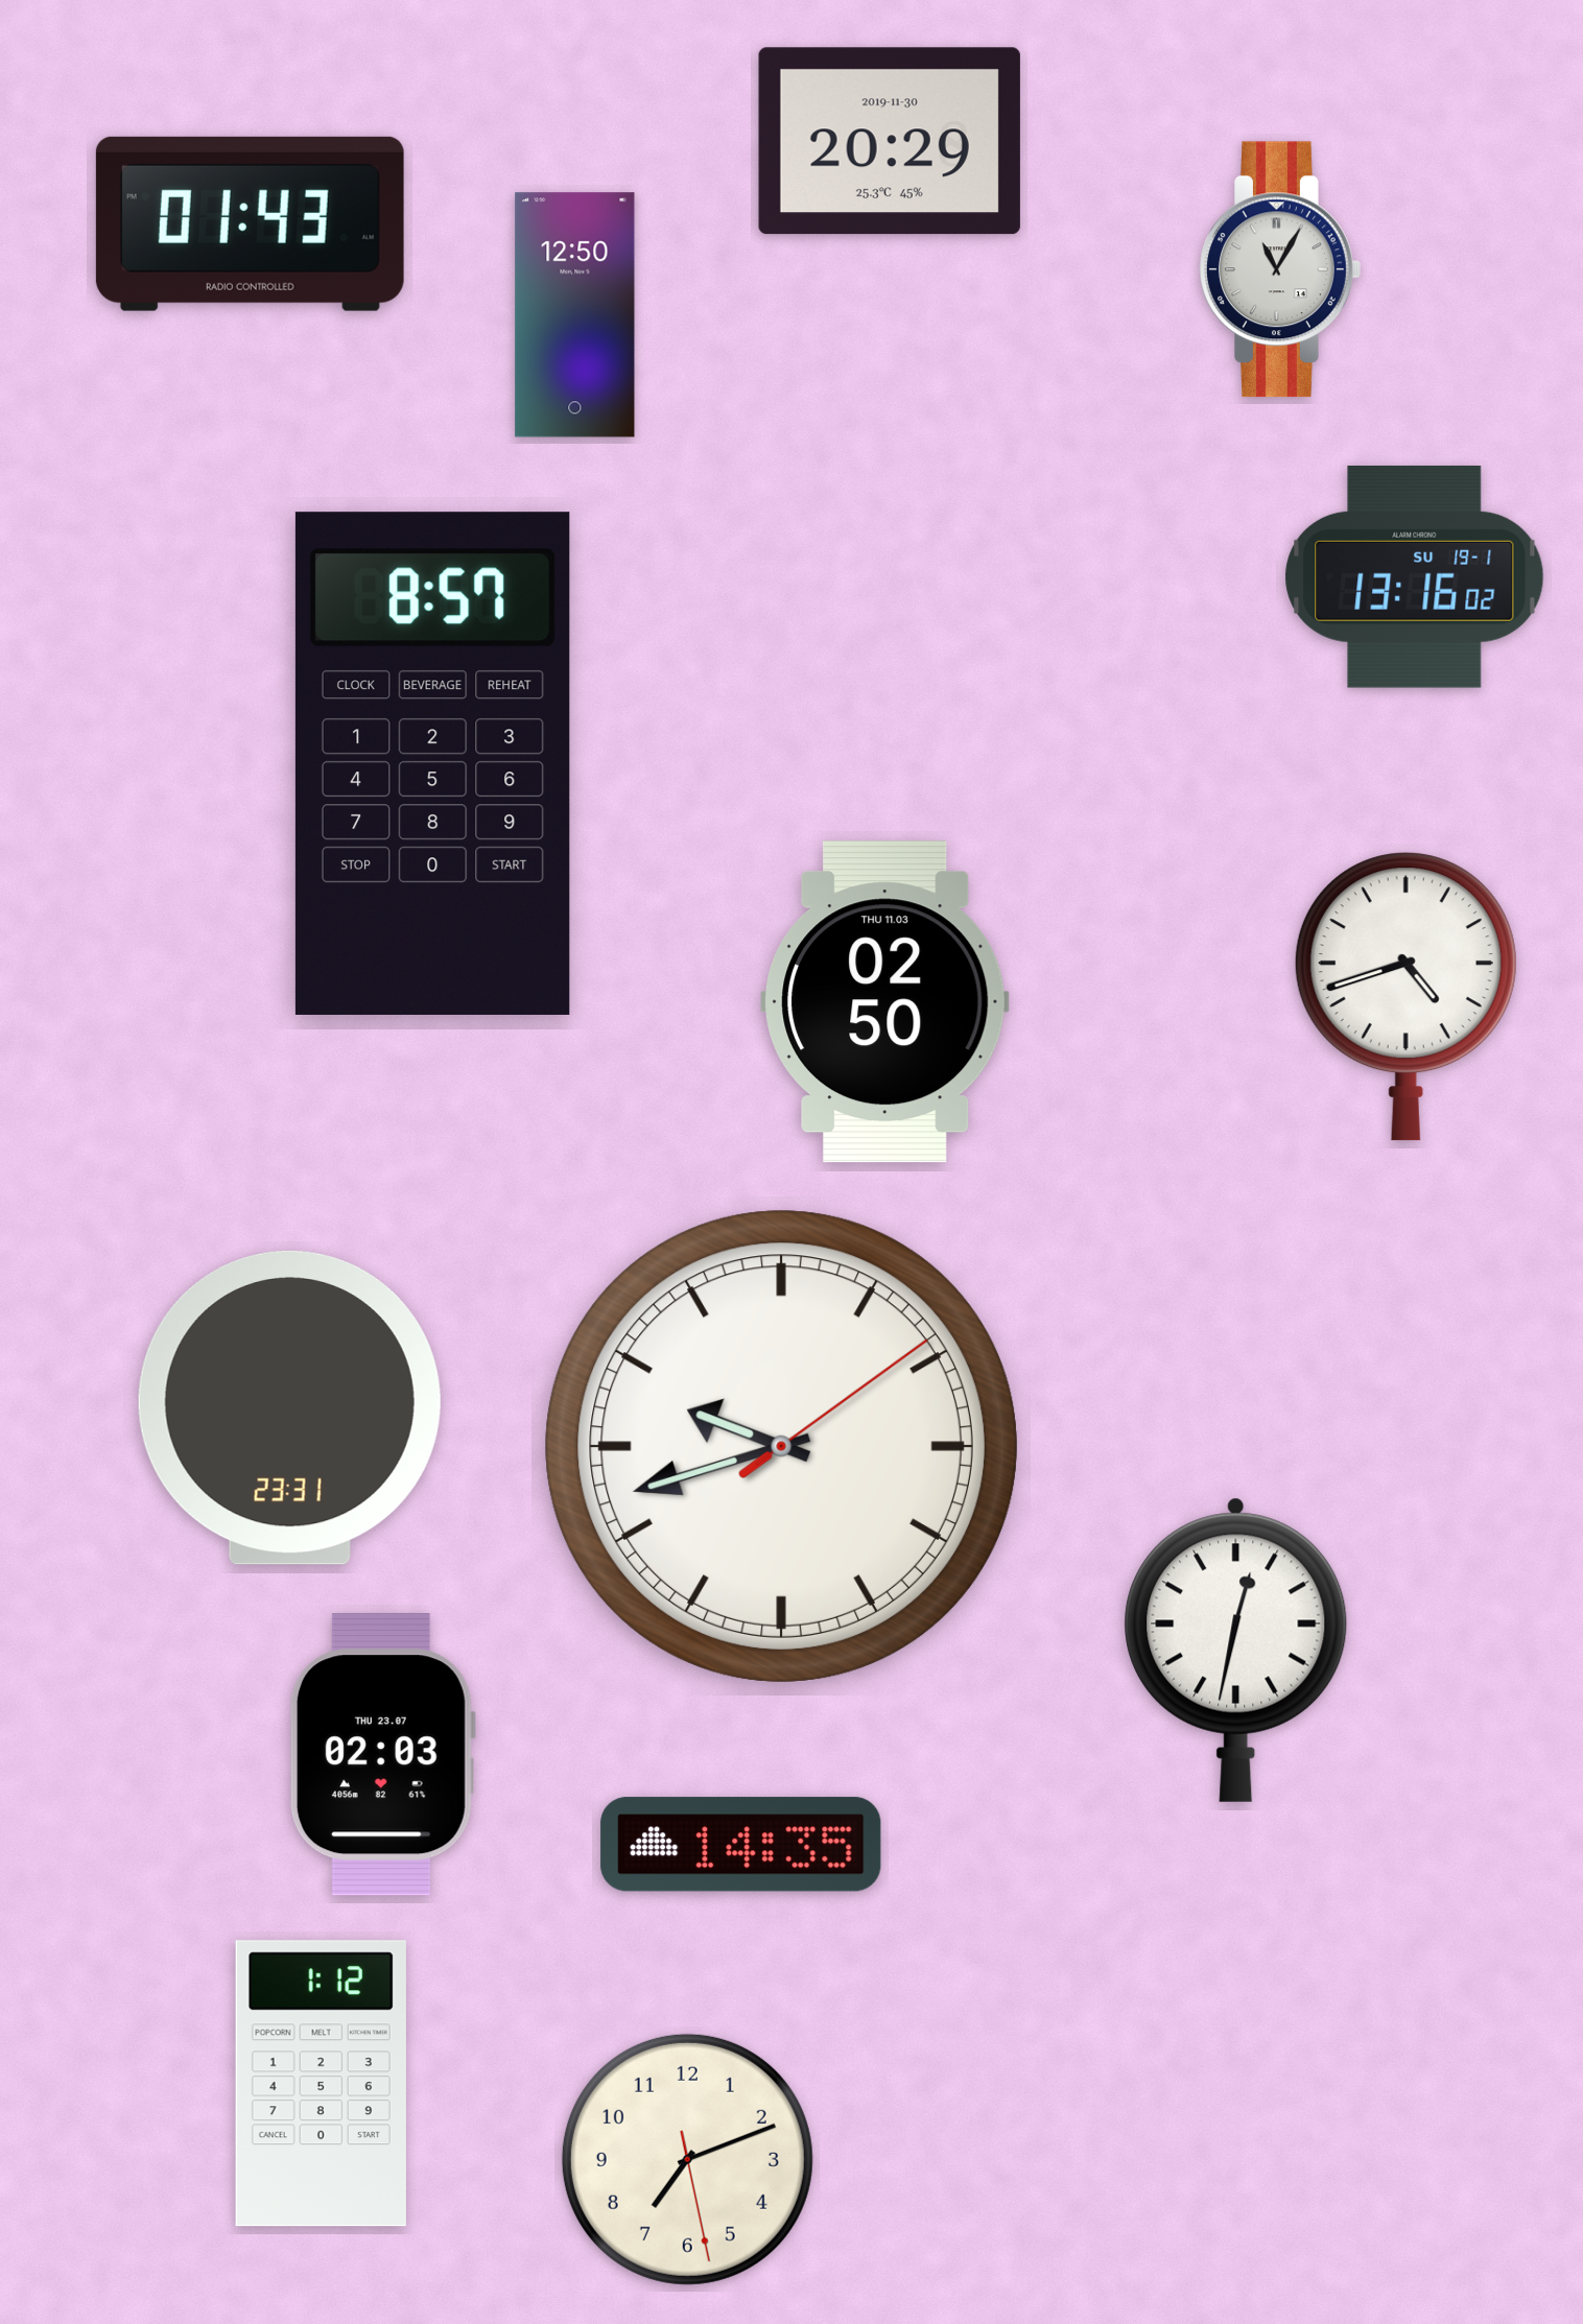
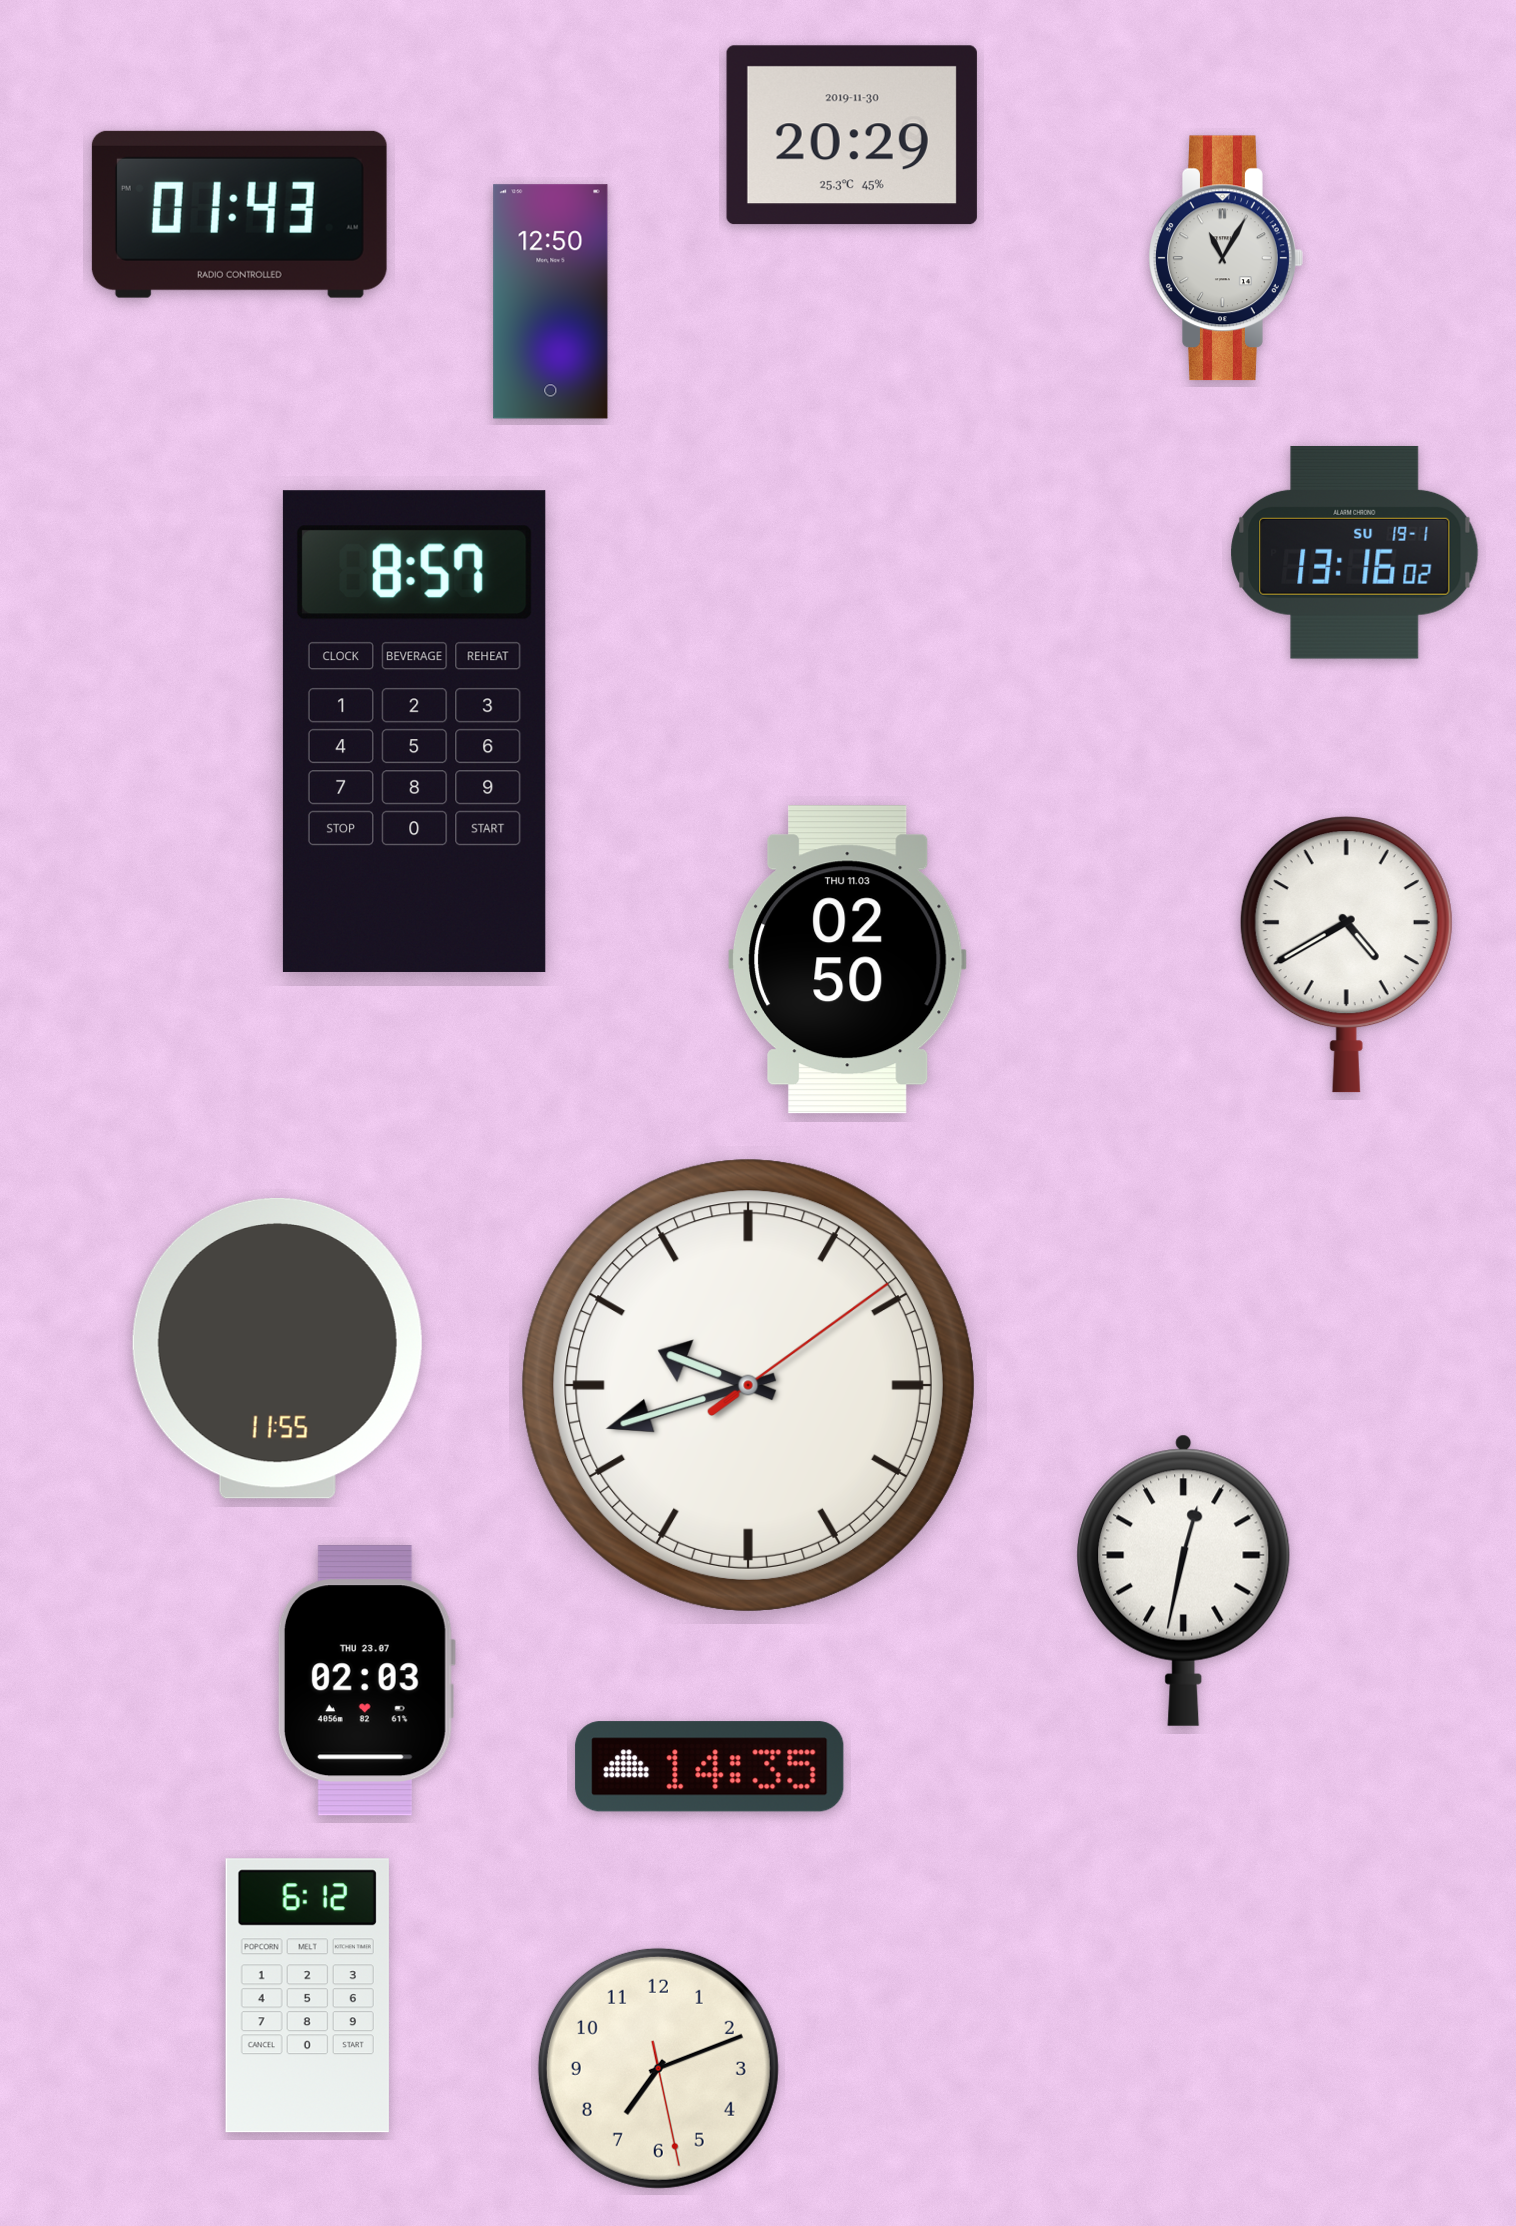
clock at (1405, 997): 4:42 -> 4:40
clock at (289, 1407): 23:31 -> 11:55
clock at (321, 2084): 1:12 -> 6:12
